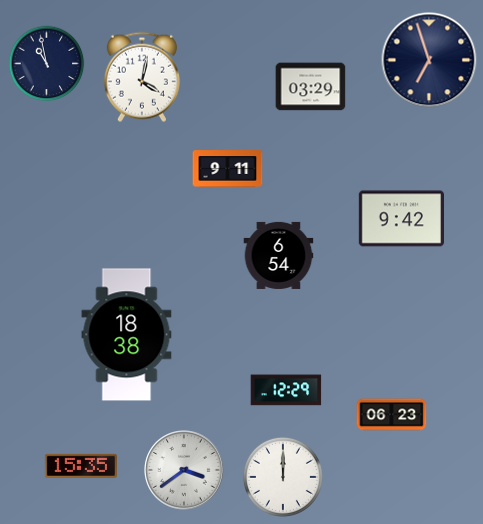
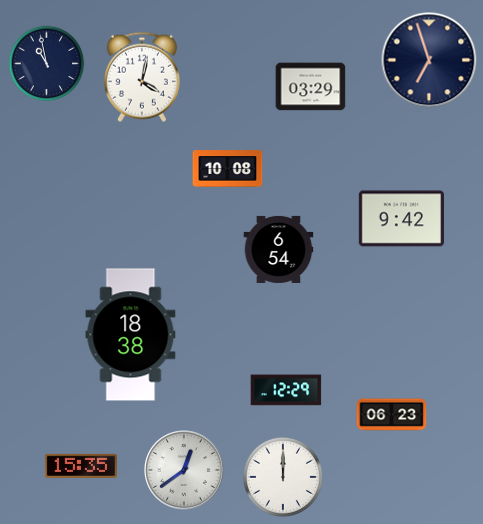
clock at (228, 169): 9:11 -> 10:08
clock at (279, 255) position: (279, 255) -> (279, 249)
clock at (127, 335) position: (127, 335) -> (131, 335)
clock at (185, 471): 3:39 -> 12:39
